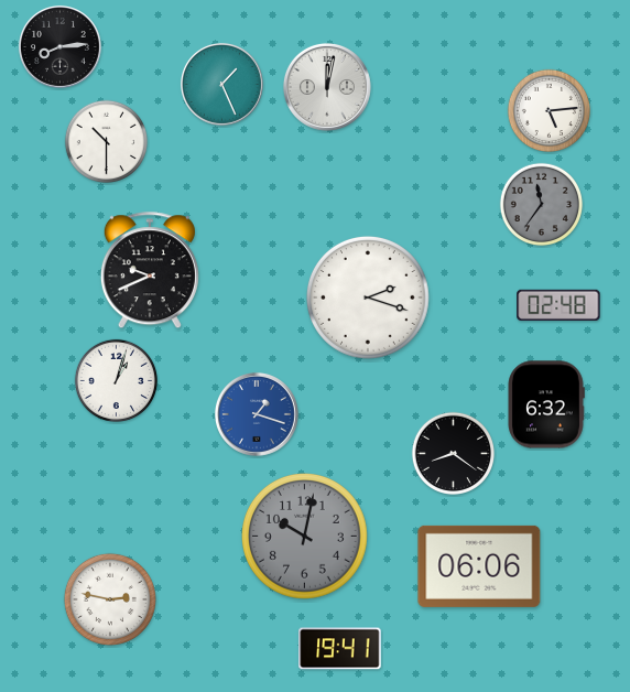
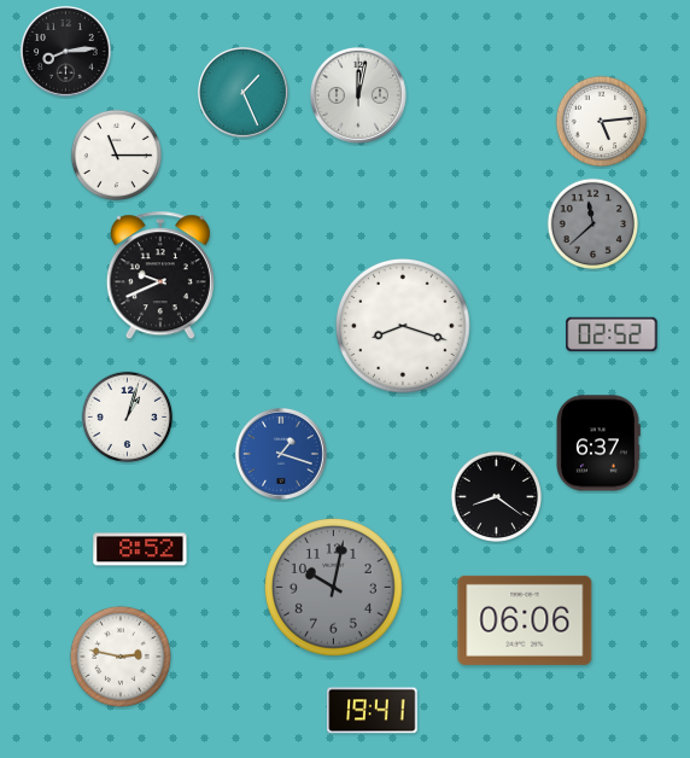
clock at (107, 142): 10:30 -> 11:15
clock at (542, 205): 11:36 -> 11:38
clock at (150, 271) position: (150, 271) -> (160, 276)
clock at (368, 298): 2:18 -> 8:18
clock at (558, 305): 02:48 -> 02:52
clock at (546, 404): 6:32 -> 6:37
clock at (140, 549): none -> 8:52
